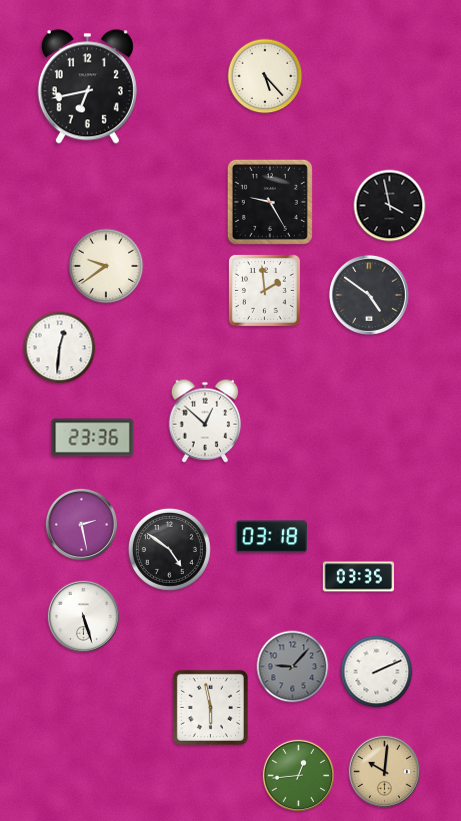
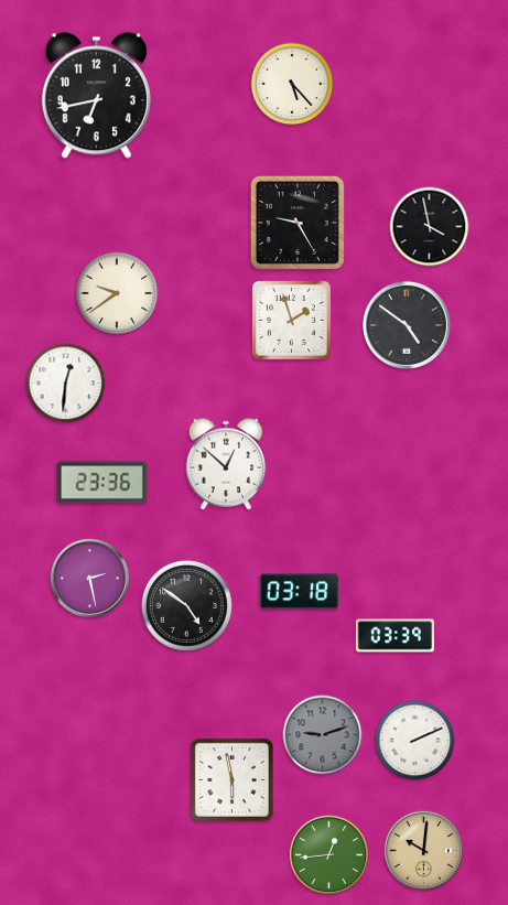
clock at (264, 290): 1:59 -> 1:57
clock at (358, 577): 03:35 -> 03:39
clock at (83, 616): 5:27 -> none
clock at (293, 667): 9:07 -> 9:12
